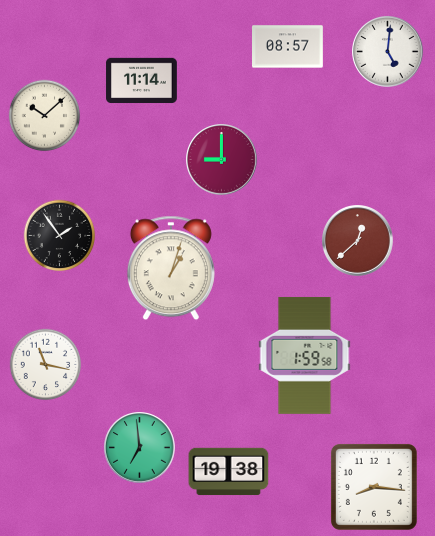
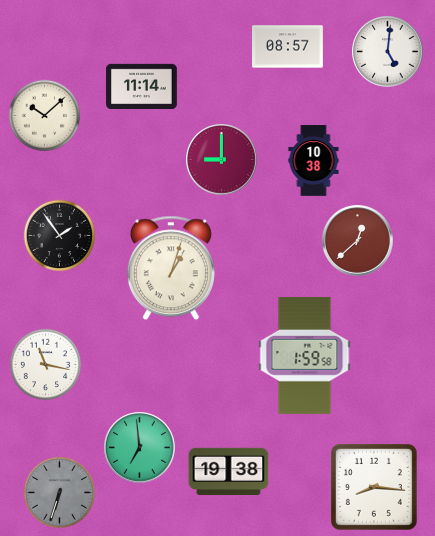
clock at (142, 81) position: (142, 81) -> (142, 87)
clock at (314, 161): none -> 10:38
clock at (60, 493): none -> 6:33
